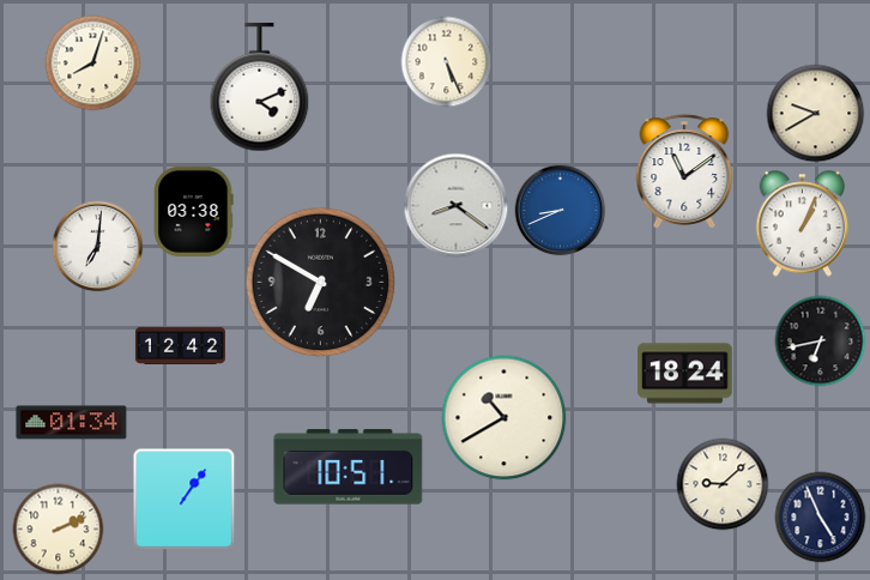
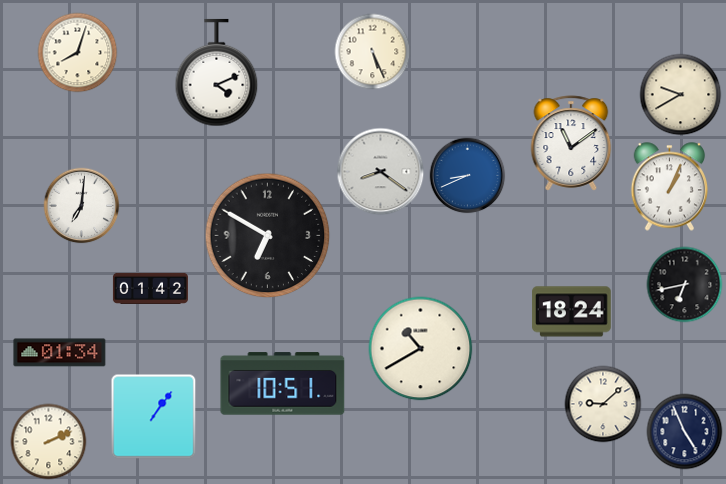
clock at (193, 211): 03:38 -> none
clock at (180, 345): 12:42 -> 01:42
clock at (349, 467) position: (349, 467) -> (283, 384)
